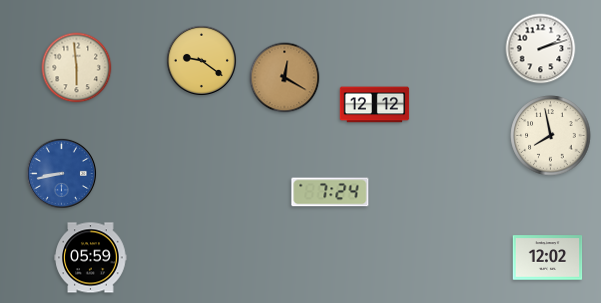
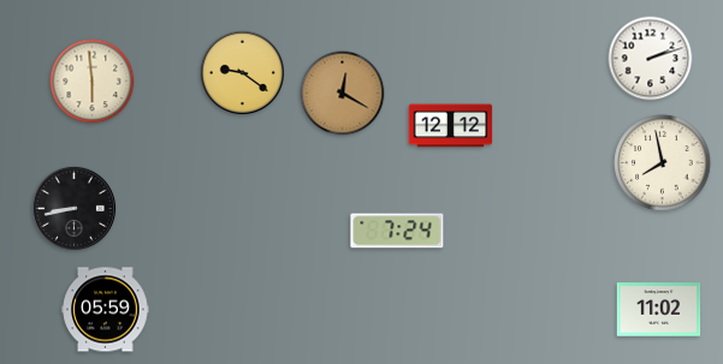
clock at (61, 173) dial: blue -> black
clock at (91, 258) position: (91, 258) -> (106, 310)
clock at (548, 258): 12:02 -> 11:02
